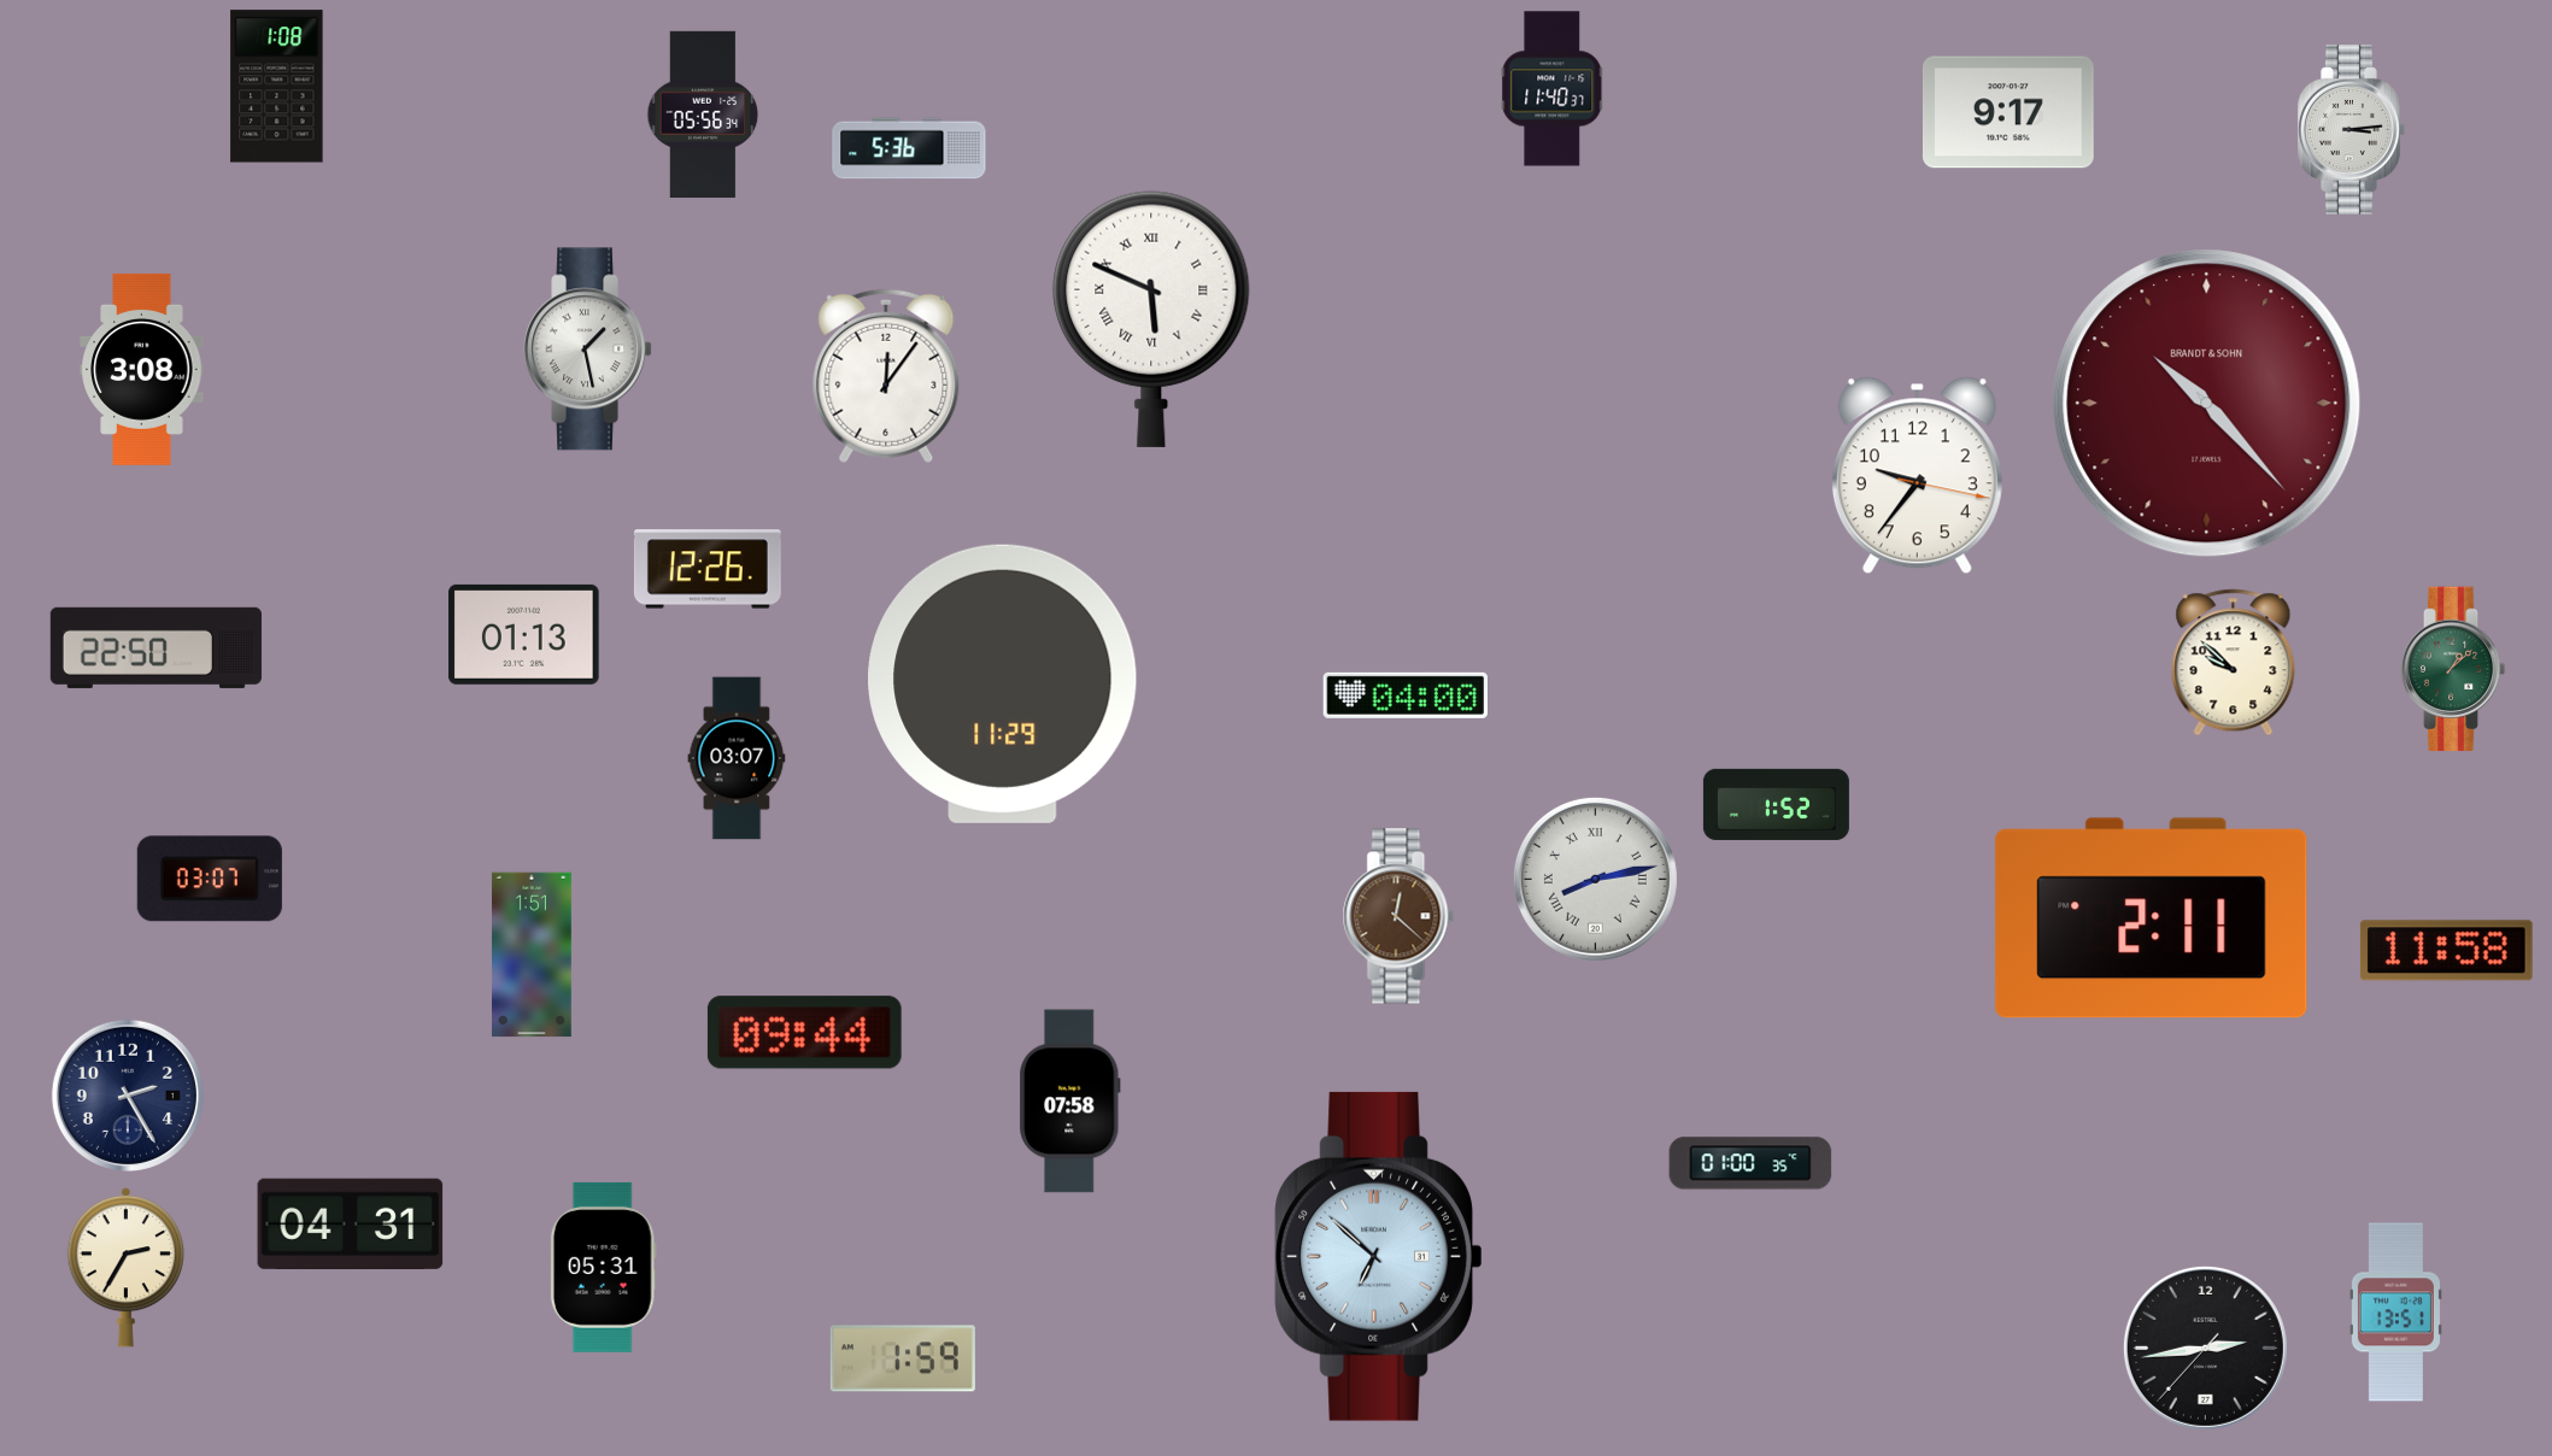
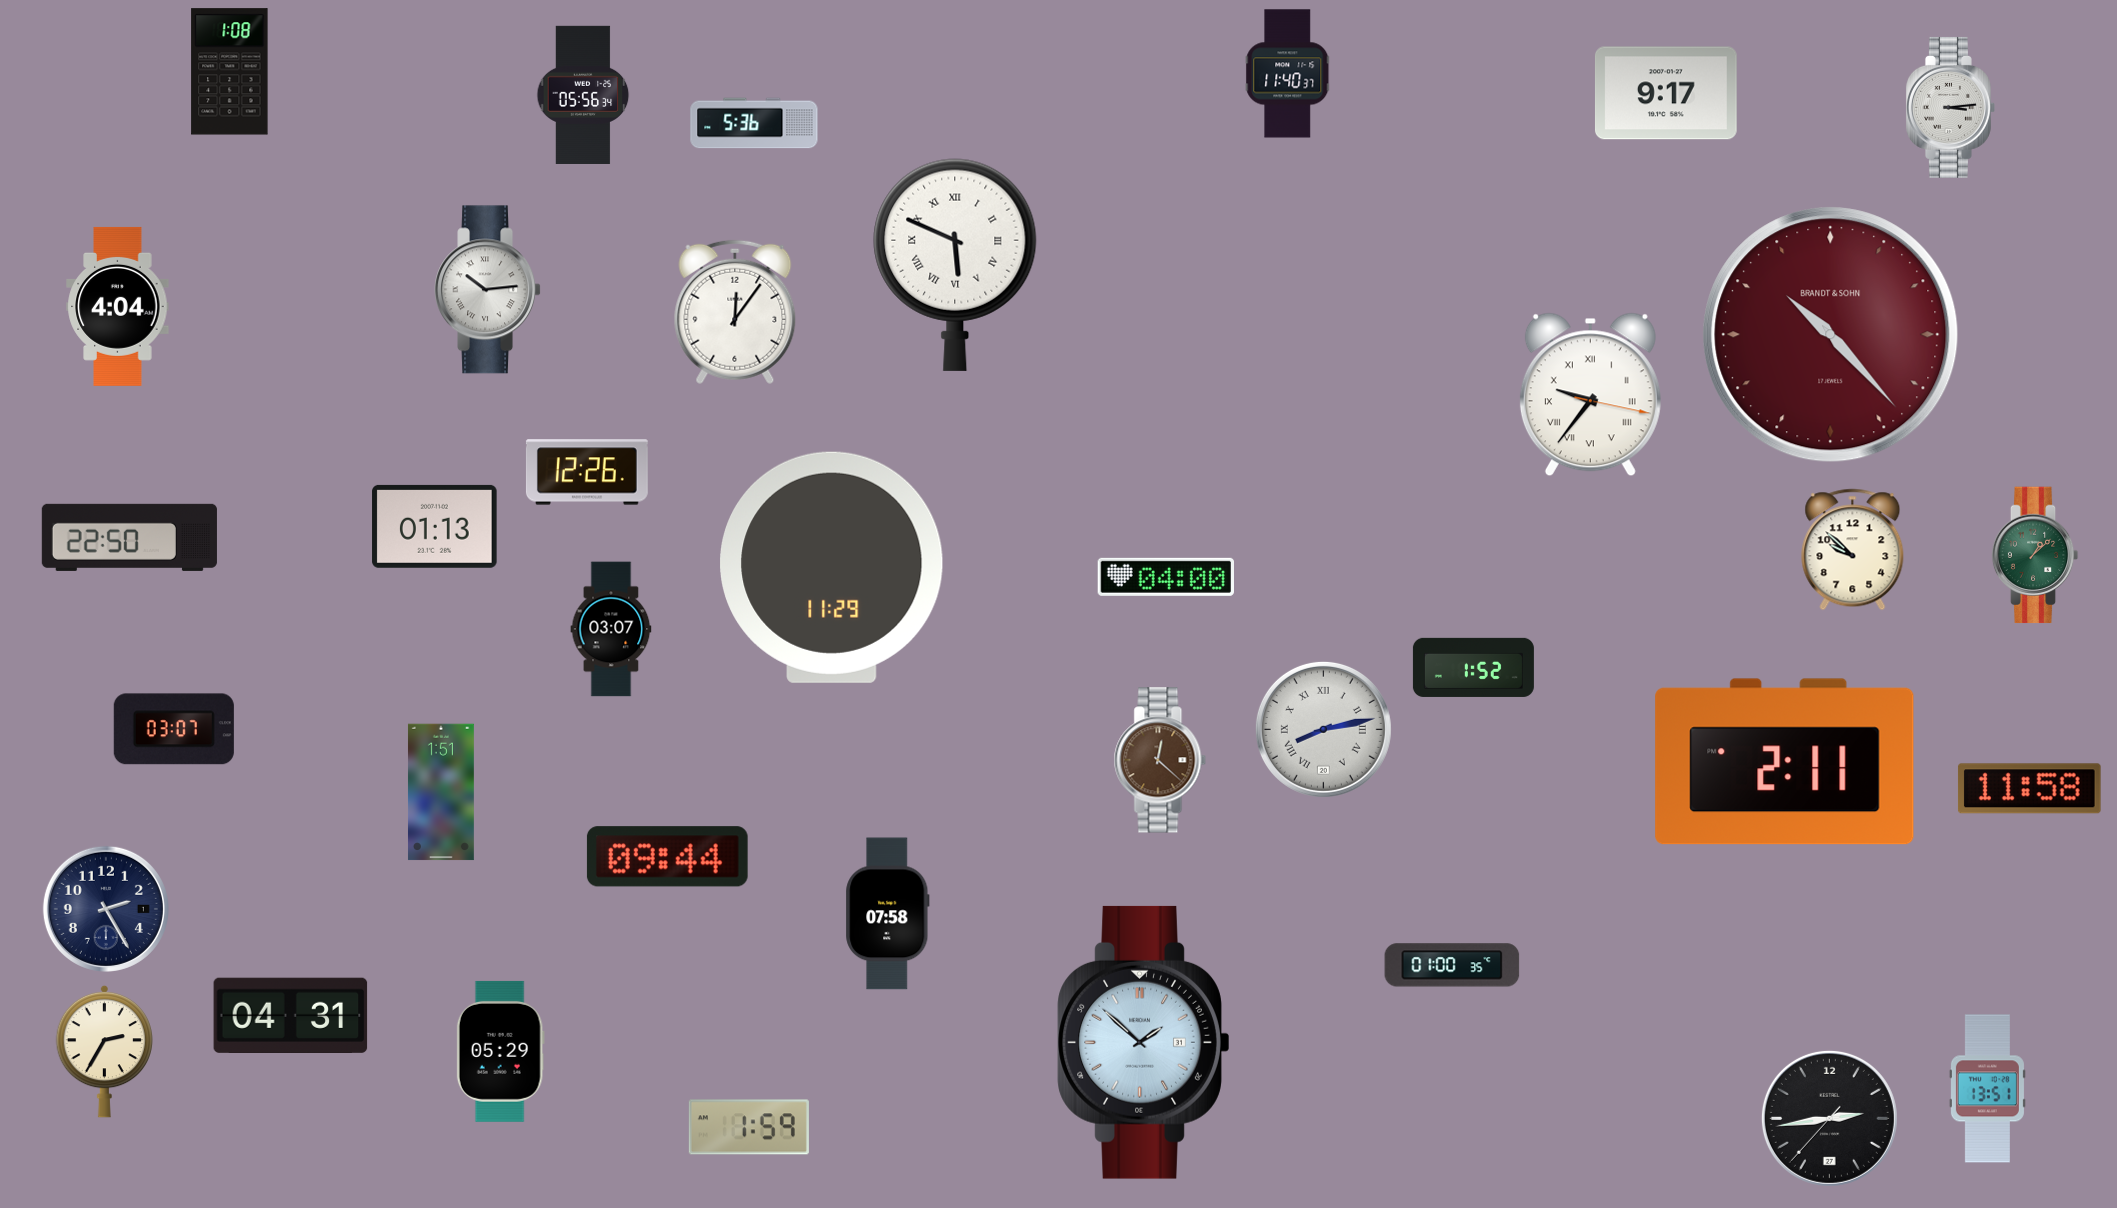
clock at (588, 350): 1:28 -> 10:14
clock at (142, 369): 3:08 -> 4:04
clock at (1917, 476) numerals: Arabic -> Roman
clock at (1379, 1256): 6:52 -> 1:52
clock at (603, 1267): 05:31 -> 05:29
